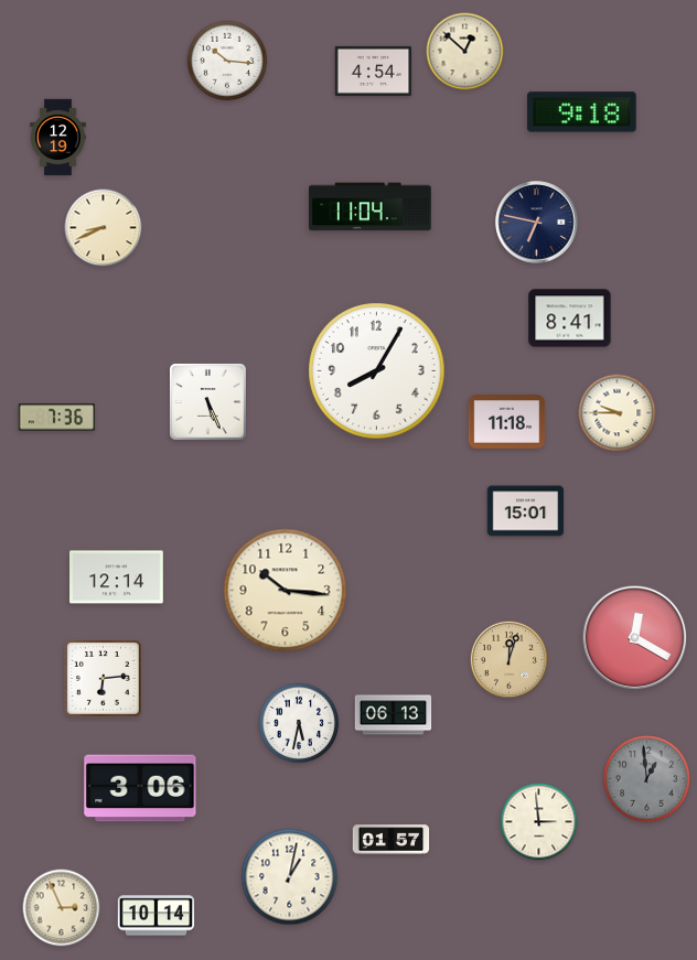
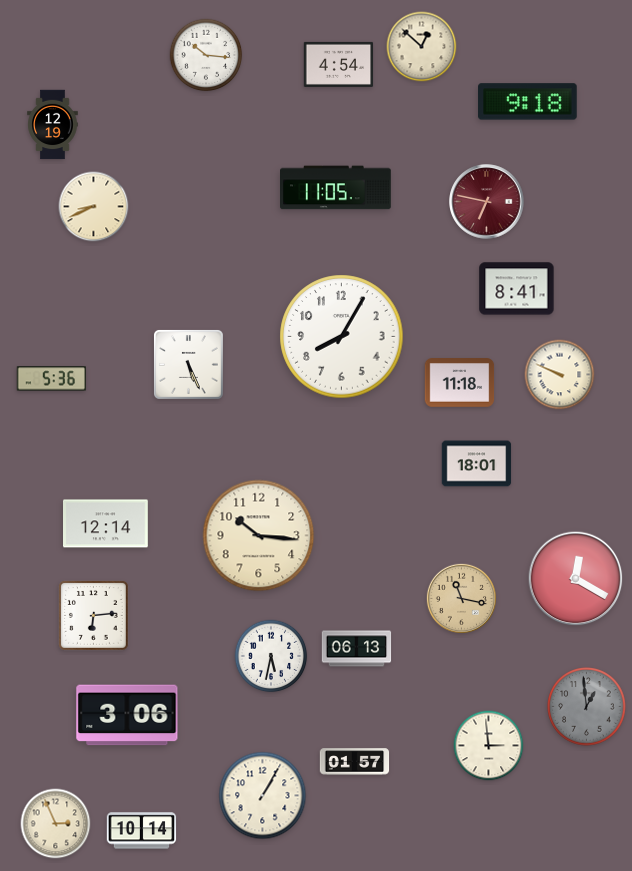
clock at (371, 207): 11:04 -> 11:05
clock at (537, 223) dial: navy -> burgundy
clock at (618, 413): 9:45 -> 9:49
clock at (56, 418): 7:36 -> 5:36
clock at (526, 511): 15:01 -> 18:01
clock at (508, 659): 12:03 -> 11:17
clock at (290, 877): 1:02 -> 1:05
